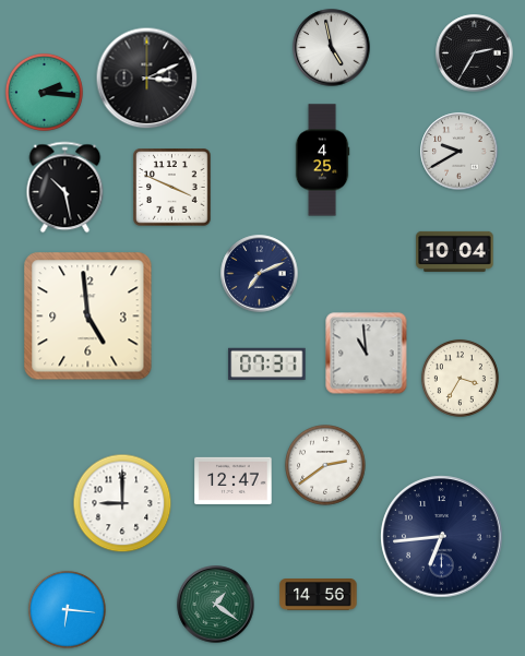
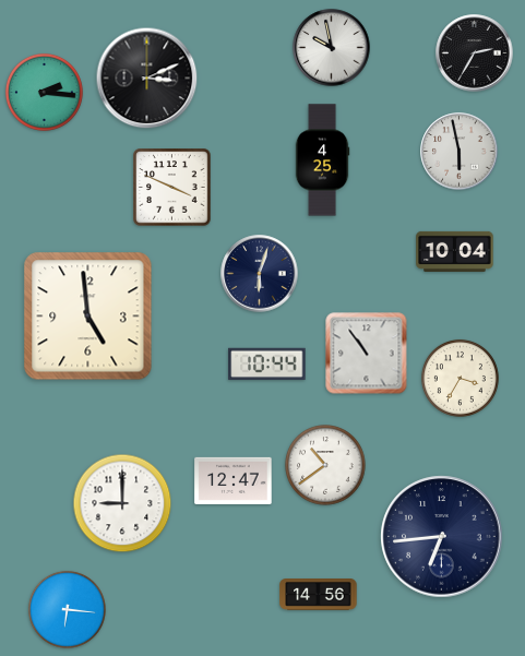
clock at (332, 48): 4:58 -> 9:58
clock at (460, 152): 9:40 -> 5:58
clock at (65, 188): 10:28 -> none
clock at (260, 274): 7:11 -> 6:03
clock at (367, 354): 10:59 -> 10:54
clock at (267, 365): 07:31 -> 10:44
clock at (325, 465): 2:39 -> 10:39
clock at (216, 605): 1:21 -> none
